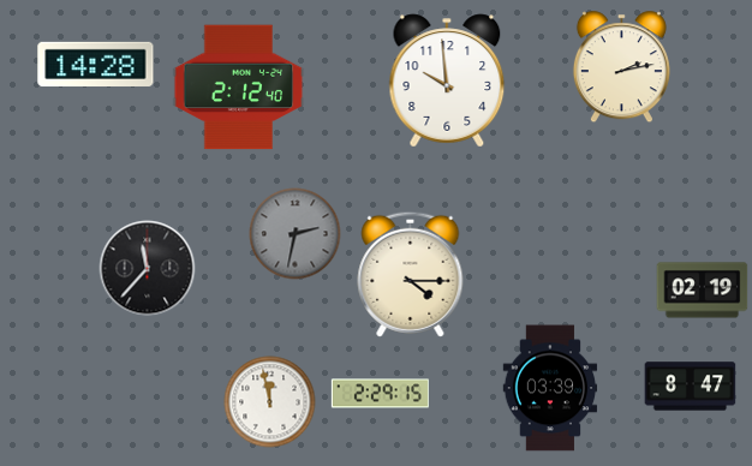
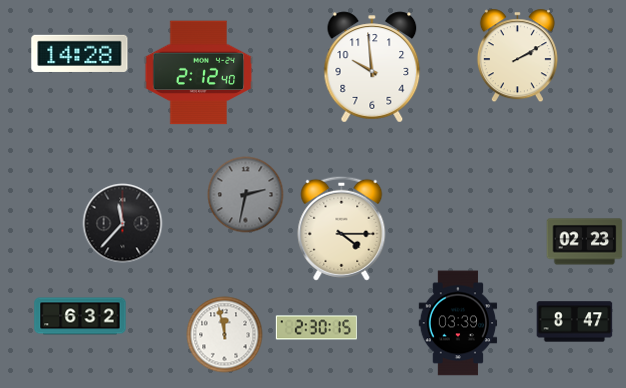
clock at (621, 67): 2:13 -> 2:10
clock at (703, 291): 02:19 -> 02:23
clock at (80, 316): none -> 6:32
clock at (380, 394): 2:29 -> 2:30
